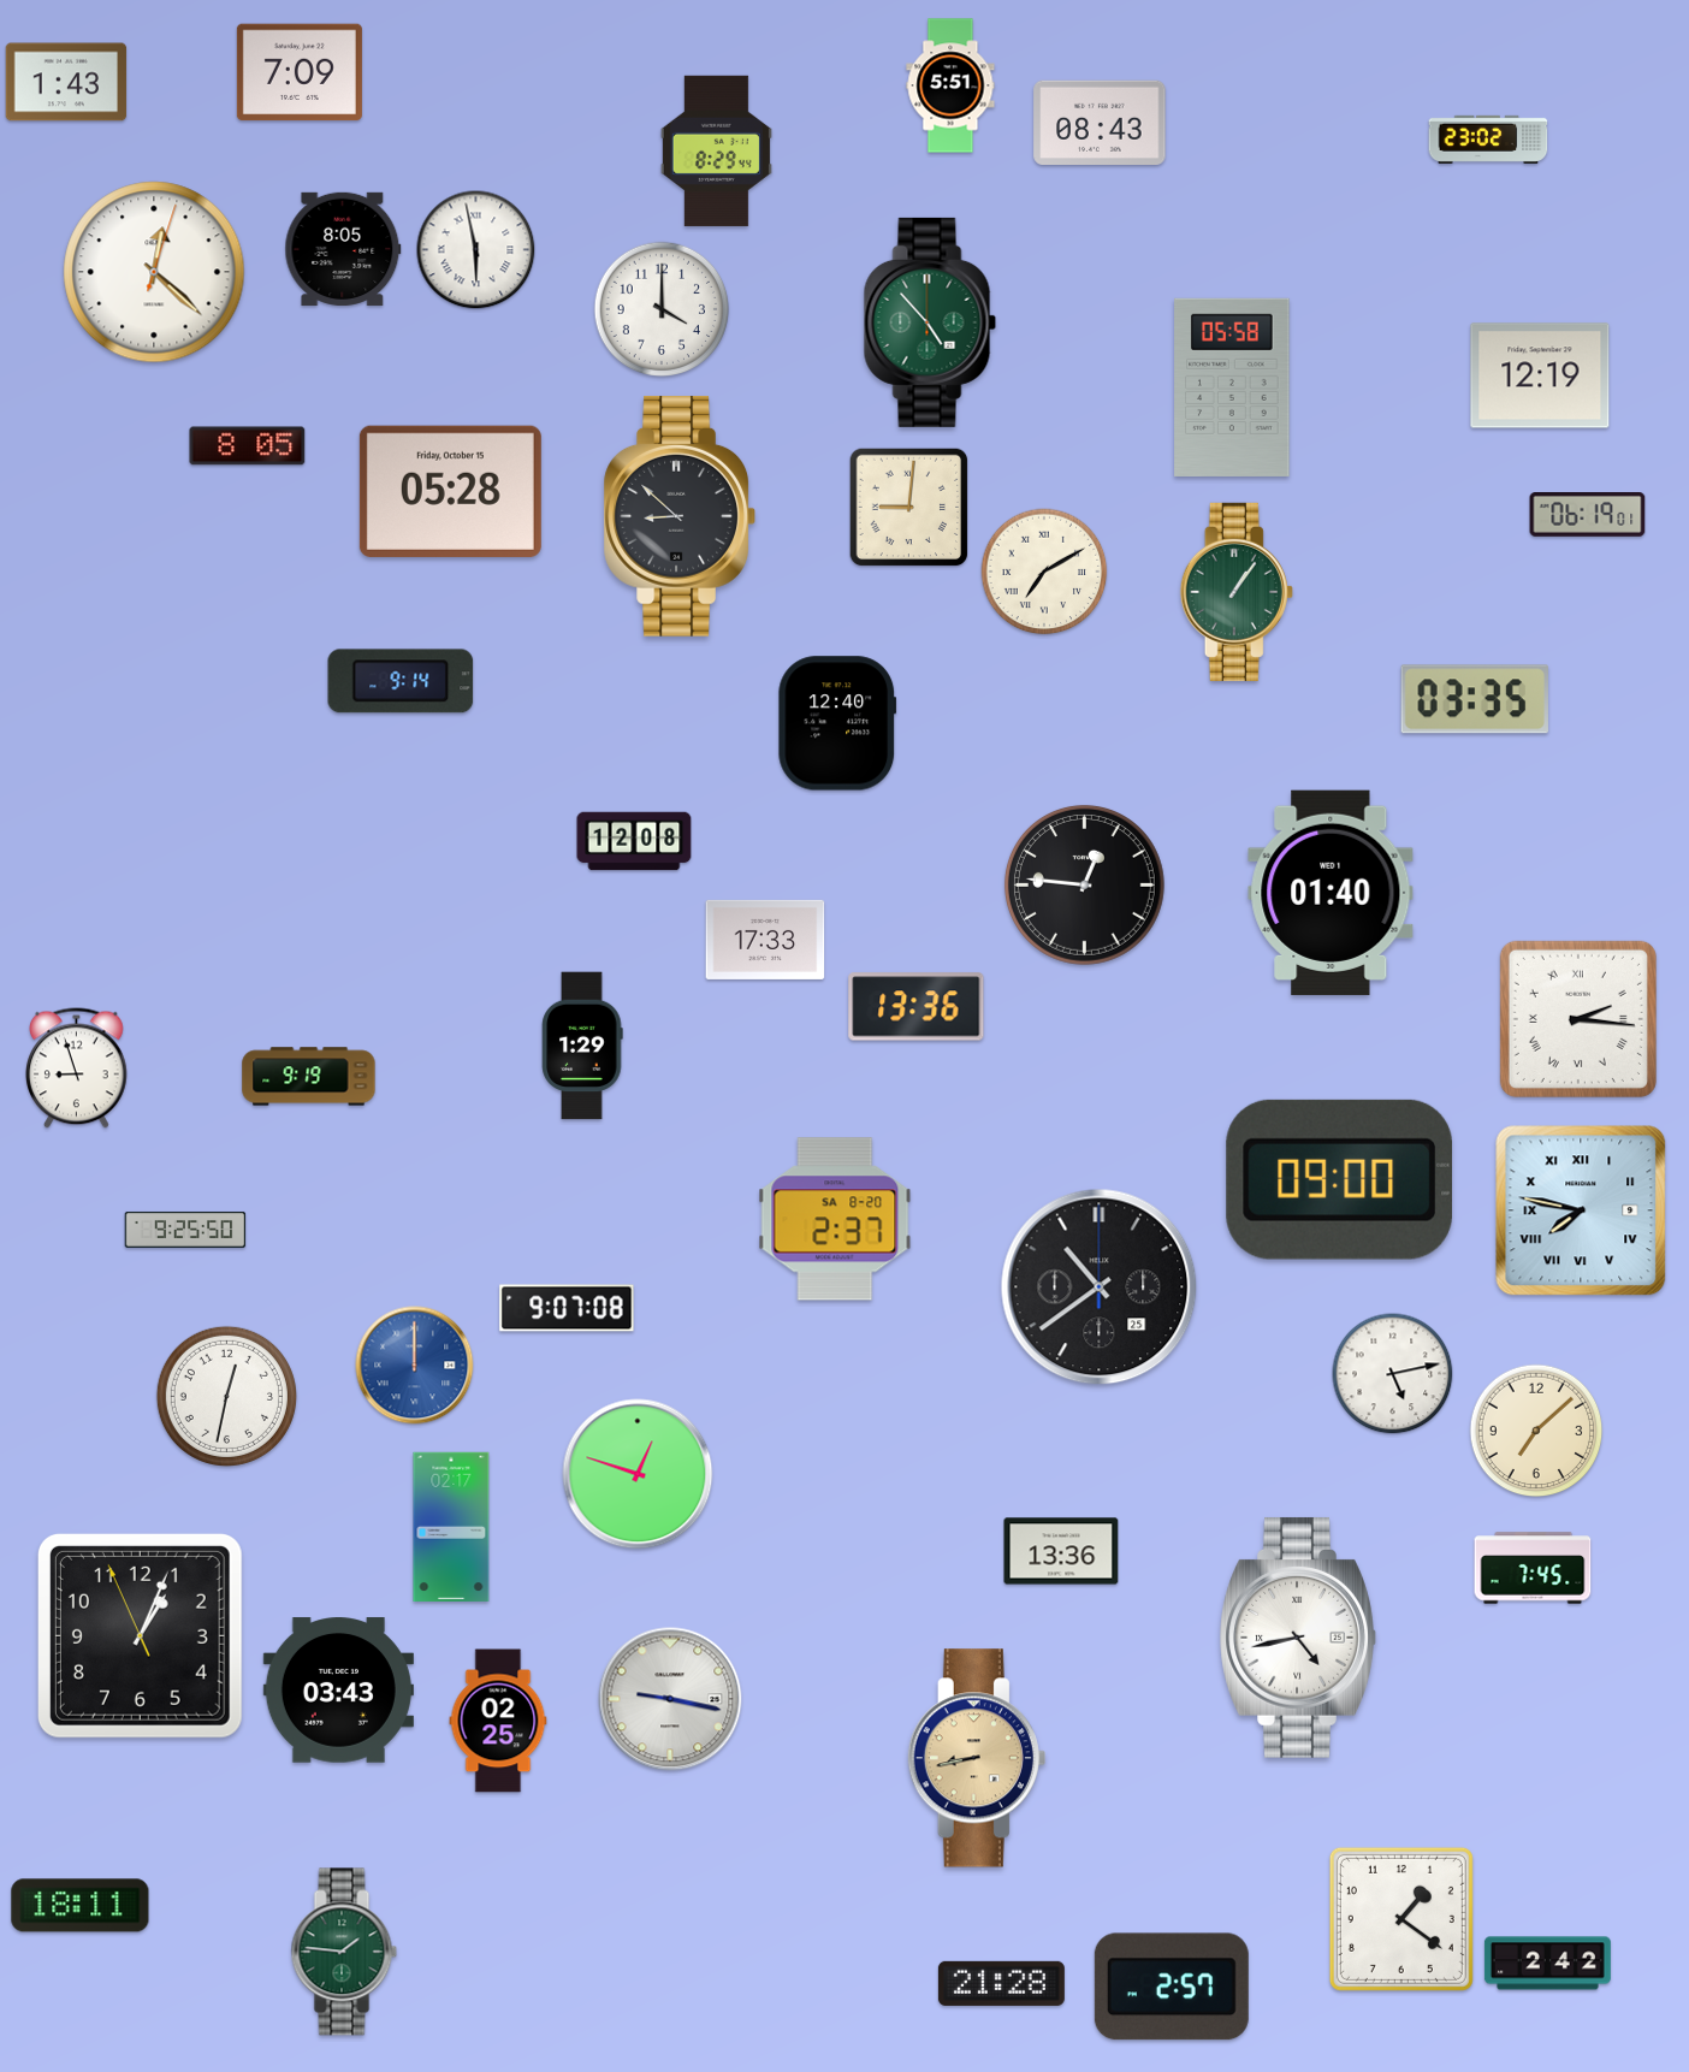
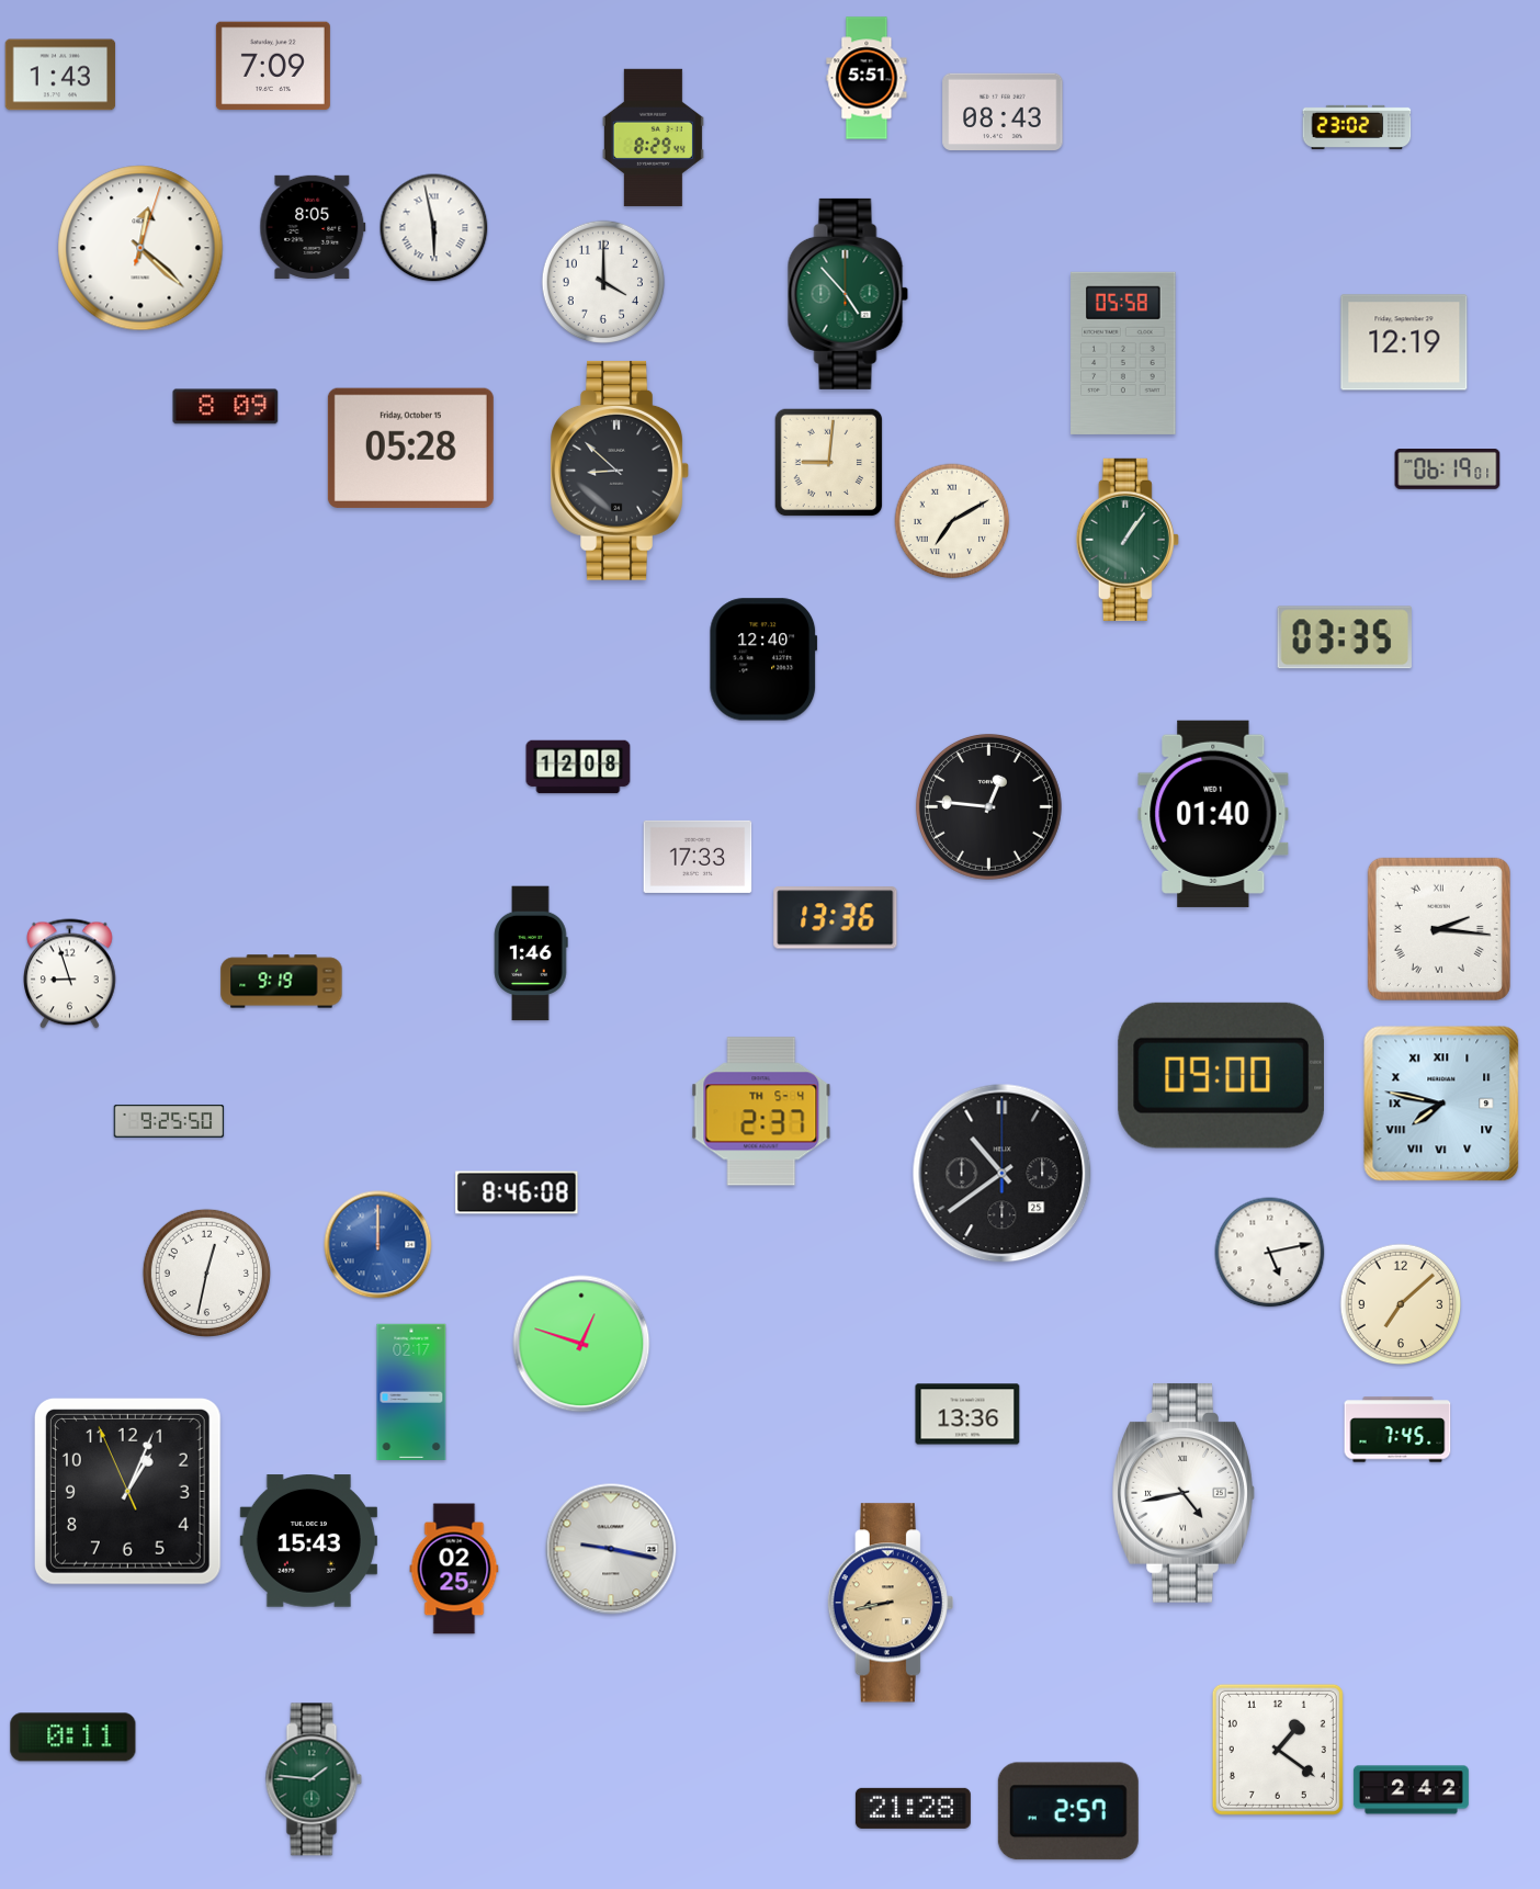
clock at (248, 446): 8:05 -> 8:09
clock at (401, 681): 9:14 -> none
clock at (582, 1046): 1:29 -> 1:46
clock at (835, 1219) date: SA 8-20 -> TH 5-4
clock at (567, 1308): 9:07 -> 8:46
clock at (338, 1691): 03:43 -> 15:43
clock at (81, 1906): 18:11 -> 0:11
